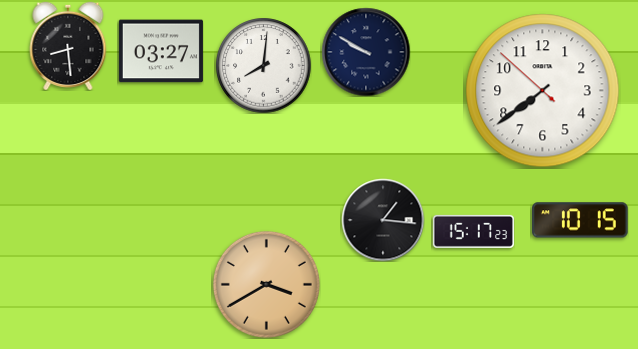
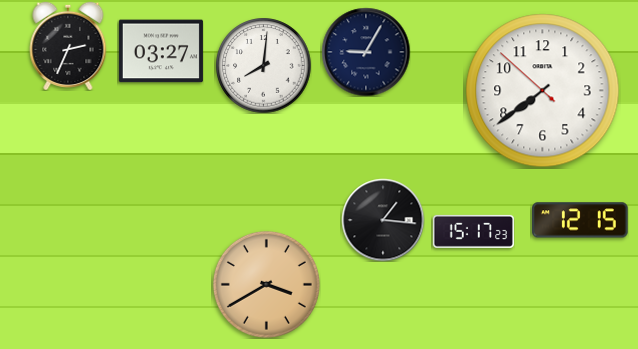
clock at (68, 45): 8:29 -> 2:34
clock at (366, 52): 9:50 -> 9:05
clock at (581, 220): 10:15 -> 12:15
